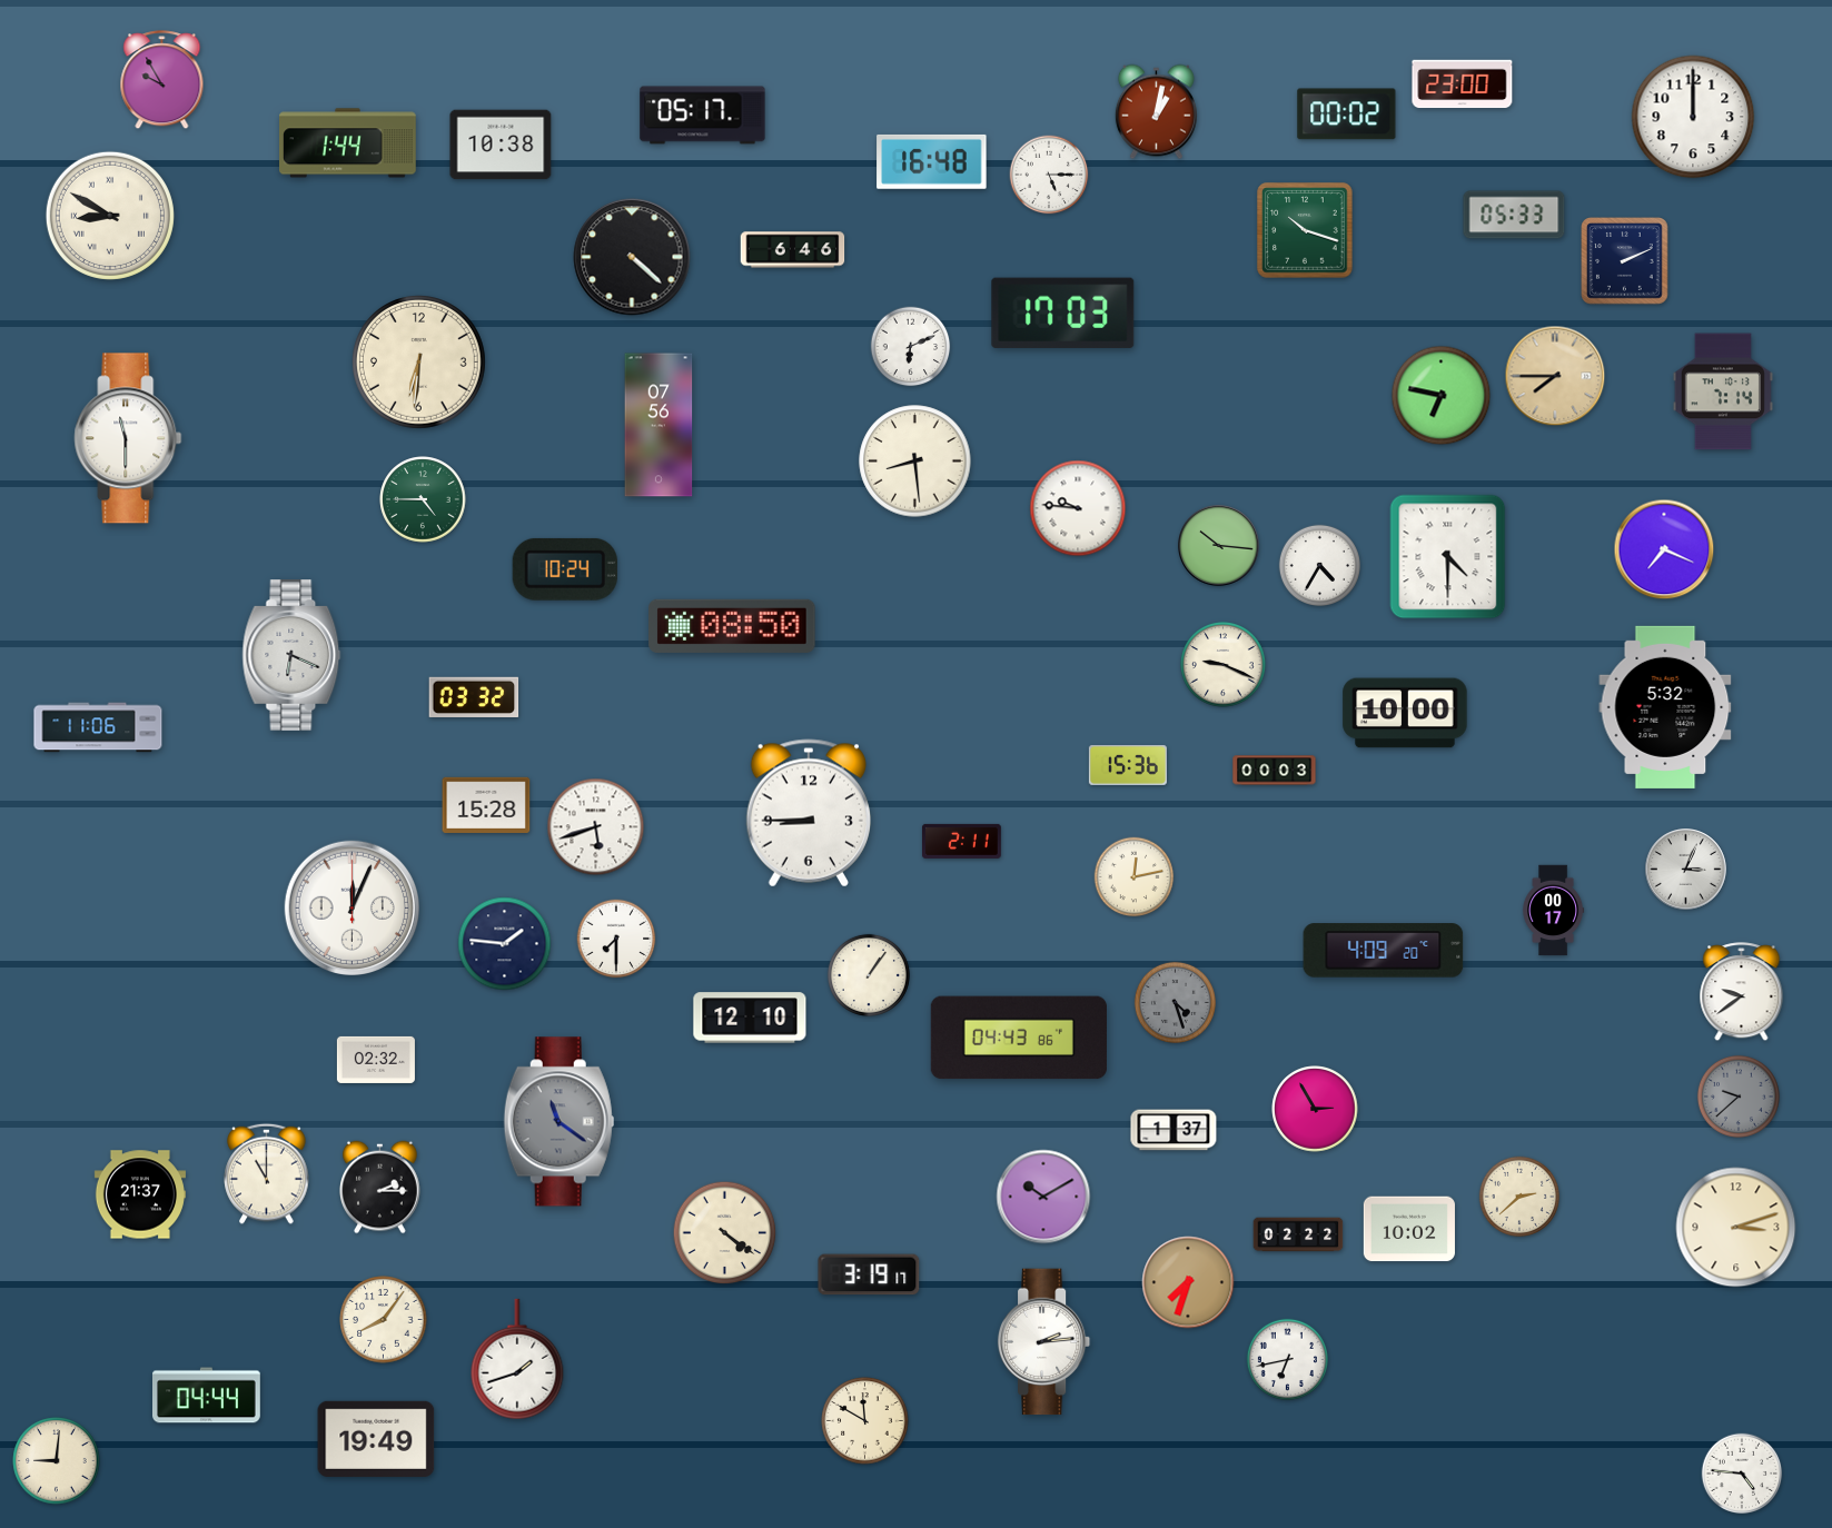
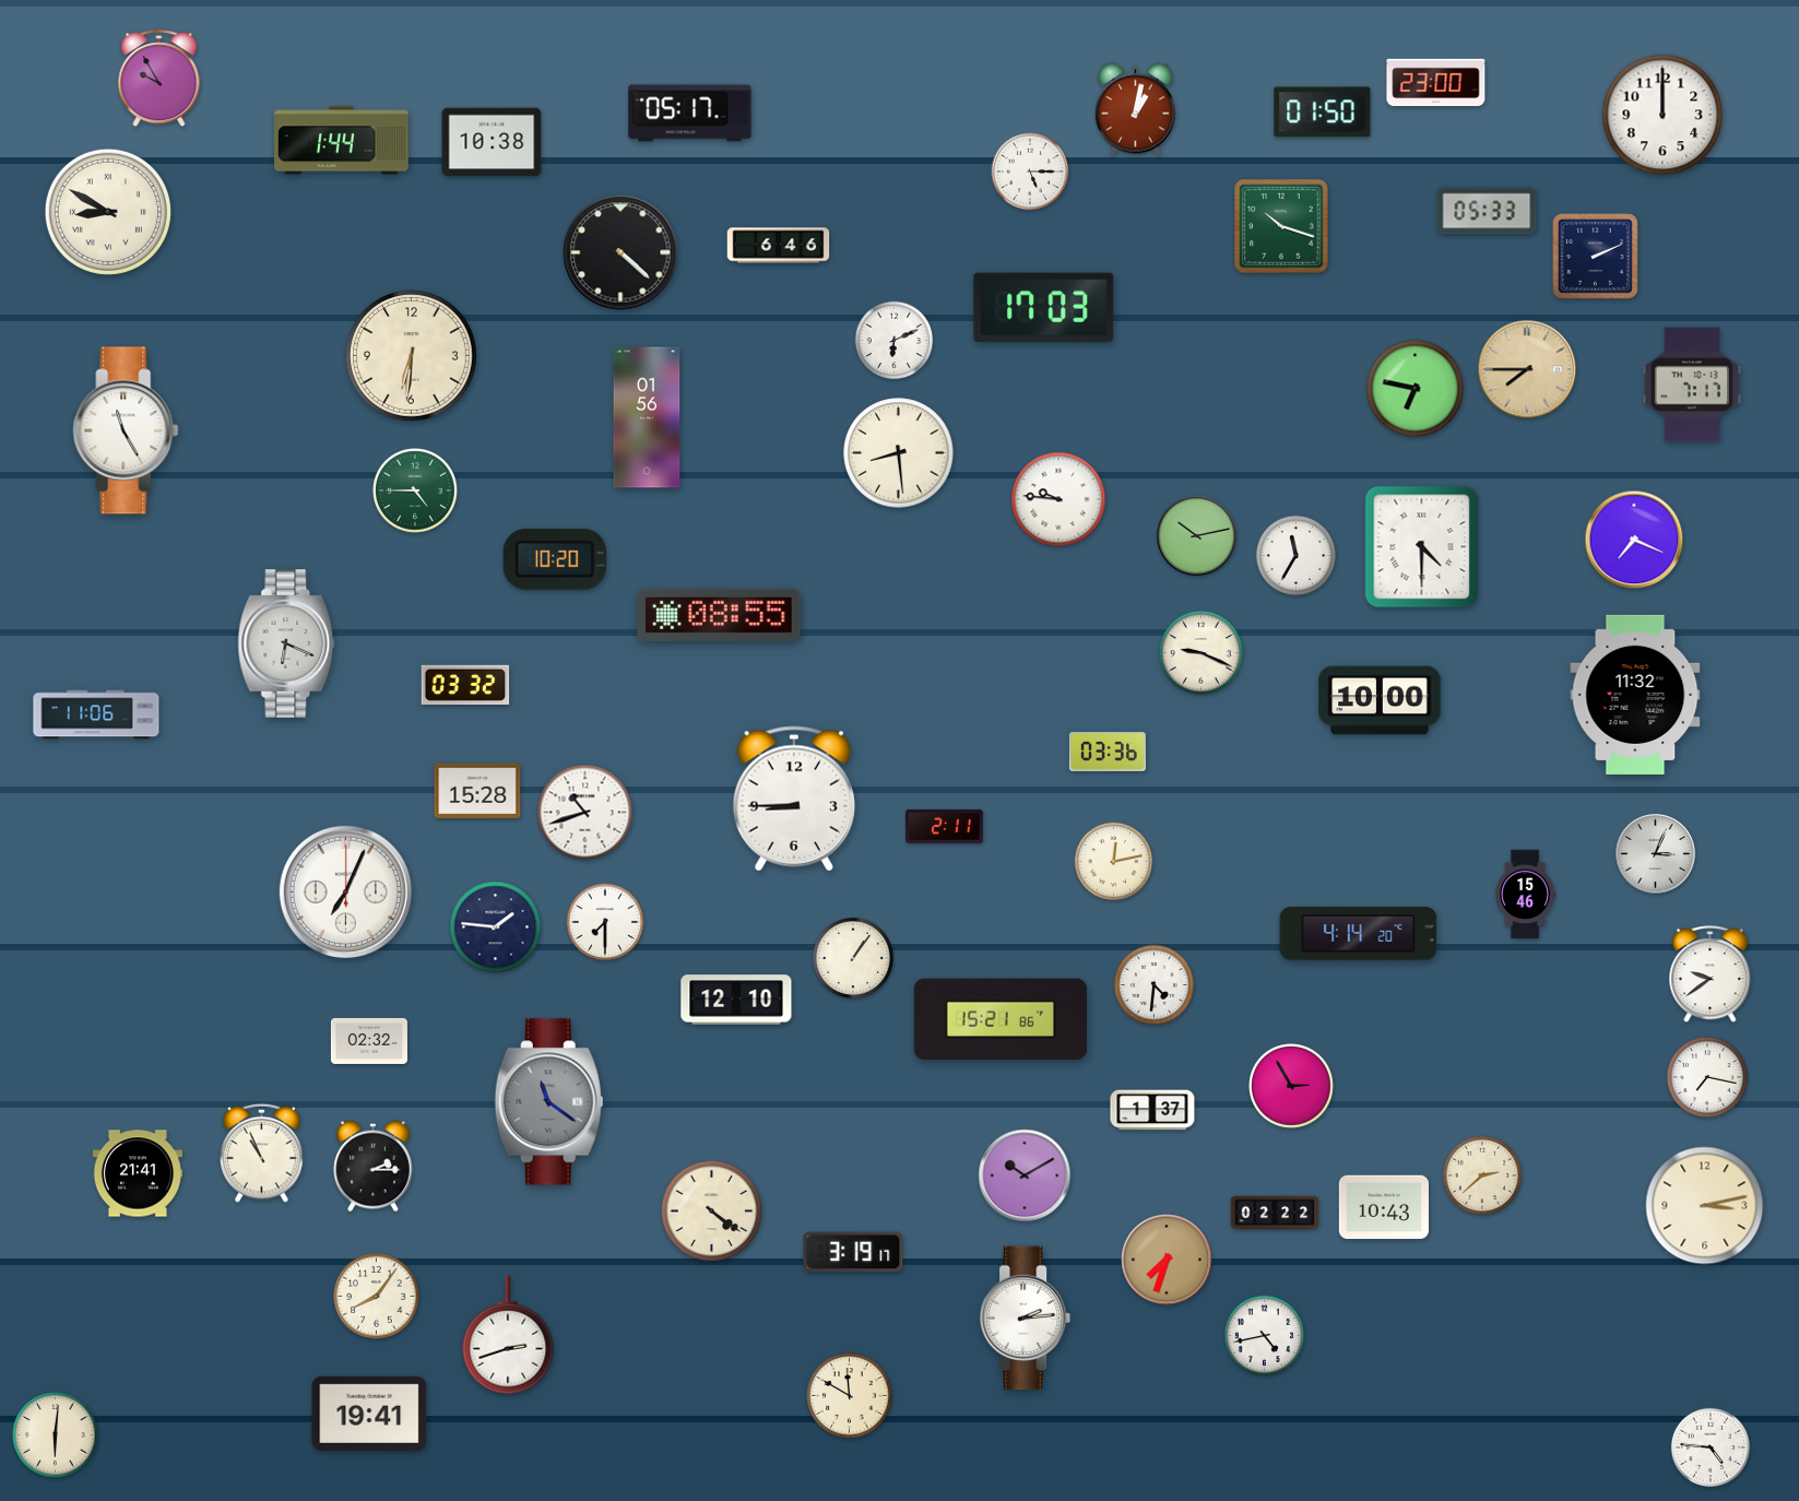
clock at (1347, 115): 00:02 -> 01:50
clock at (932, 161): 16:48 -> none
clock at (1723, 391): 7:14 -> 7:17
clock at (658, 425): 07:56 -> 01:56
clock at (128, 438): 11:30 -> 11:25
clock at (1219, 546): 10:16 -> 10:13
clock at (1319, 565): 4:35 -> 11:35
clock at (565, 569): 10:24 -> 10:20
clock at (732, 626): 08:50 -> 08:55
clock at (1665, 707): 5:32 -> 11:32
clock at (1128, 765): 15:36 -> 03:36
clock at (1275, 771): 00:03 -> none
clock at (596, 827): 5:42 -> 10:42
clock at (351, 907): 12:04 -> 7:04
clock at (1554, 911): 00:17 -> 15:46
clock at (1384, 951): 4:09 -> 4:14
clock at (1175, 1002): 4:27 -> 4:31
clock at (1175, 1002) dial: grey -> white
clock at (1019, 1038): 04:43 -> 15:21
clock at (1739, 1097): 9:38 -> 7:17
clock at (1739, 1097) dial: grey -> white
clock at (1315, 1109) position: (1315, 1109) -> (1291, 1086)
clock at (267, 1173): 11:00 -> 10:56
clock at (140, 1194): 21:37 -> 21:41
clock at (1519, 1197) position: (1519, 1197) -> (1482, 1175)
clock at (1736, 1228): 3:12 -> 3:13
clock at (1409, 1229): 10:02 -> 10:43
clock at (517, 1359): 1:42 -> 2:42
clock at (1287, 1359): 6:43 -> 4:43
clock at (207, 1396): 04:44 -> none
clock at (376, 1439): 19:49 -> 19:41
clock at (57, 1461): 9:01 -> 6:01
